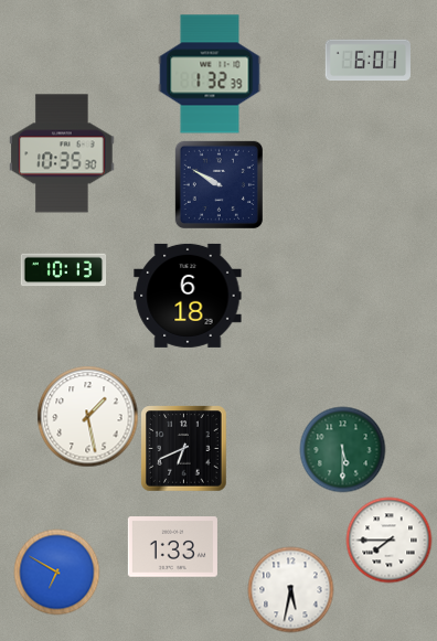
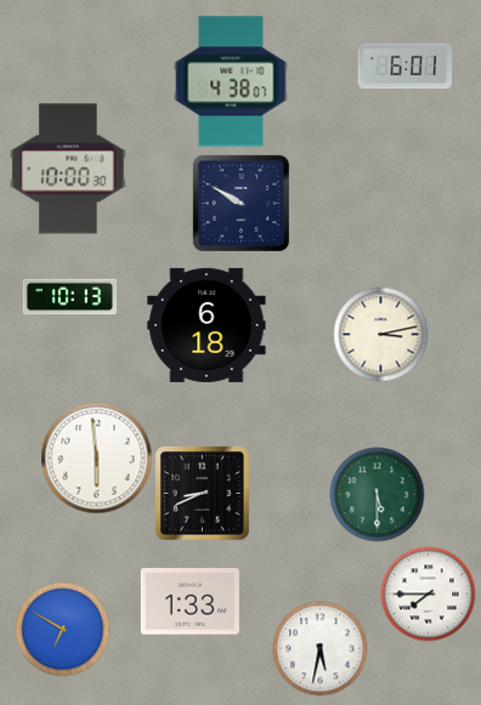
clock at (210, 74): 1:32 -> 4:38
clock at (62, 153): 10:35 -> 10:00
clock at (380, 334): none -> 3:13
clock at (87, 416): 1:28 -> 5:59
clock at (183, 448): 6:41 -> 8:41
